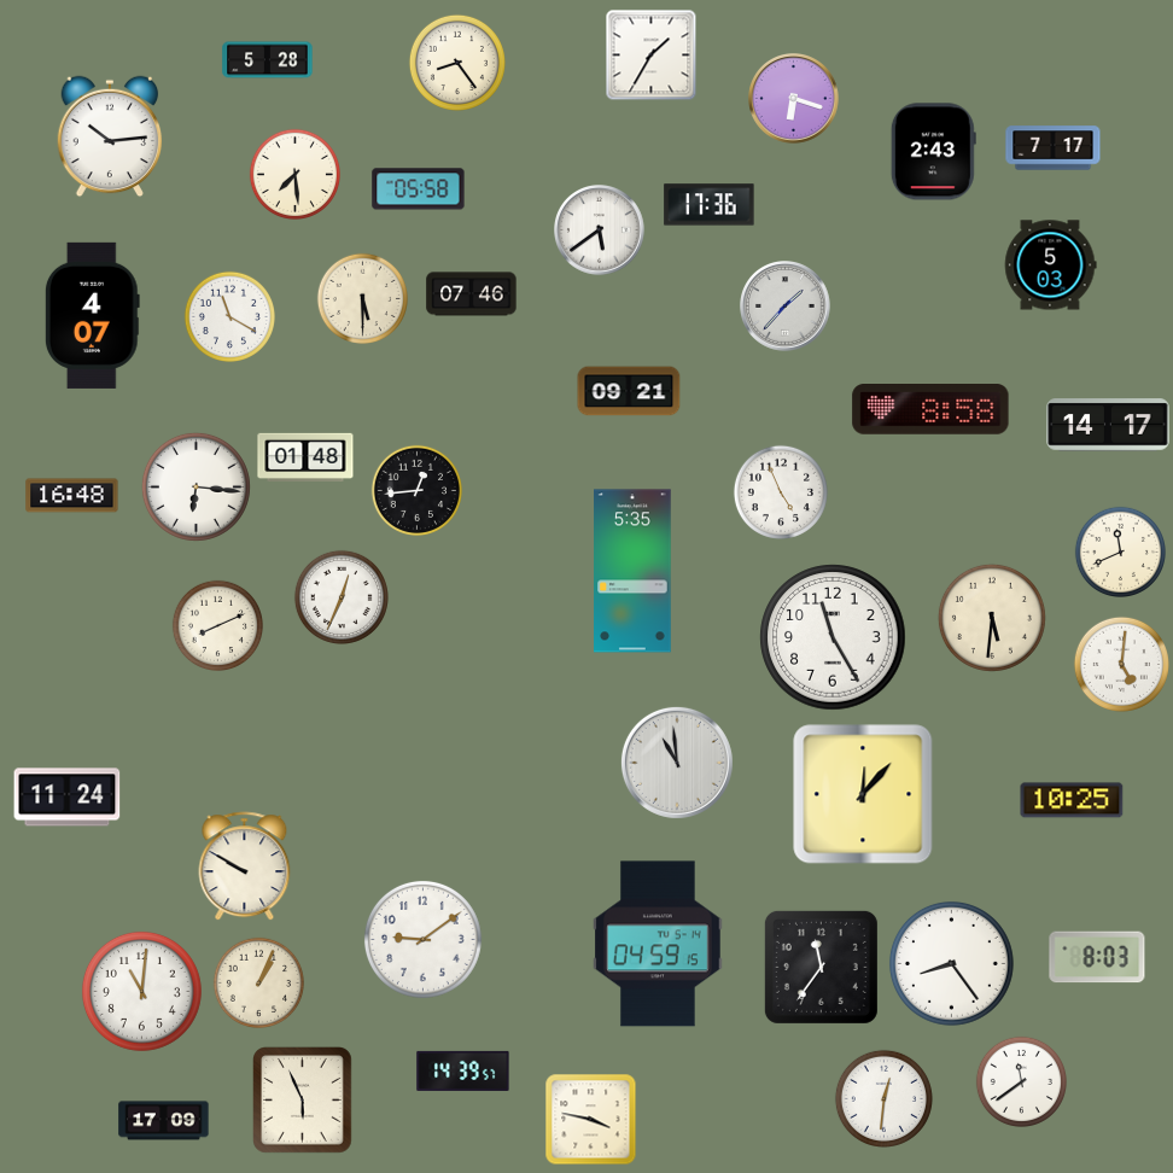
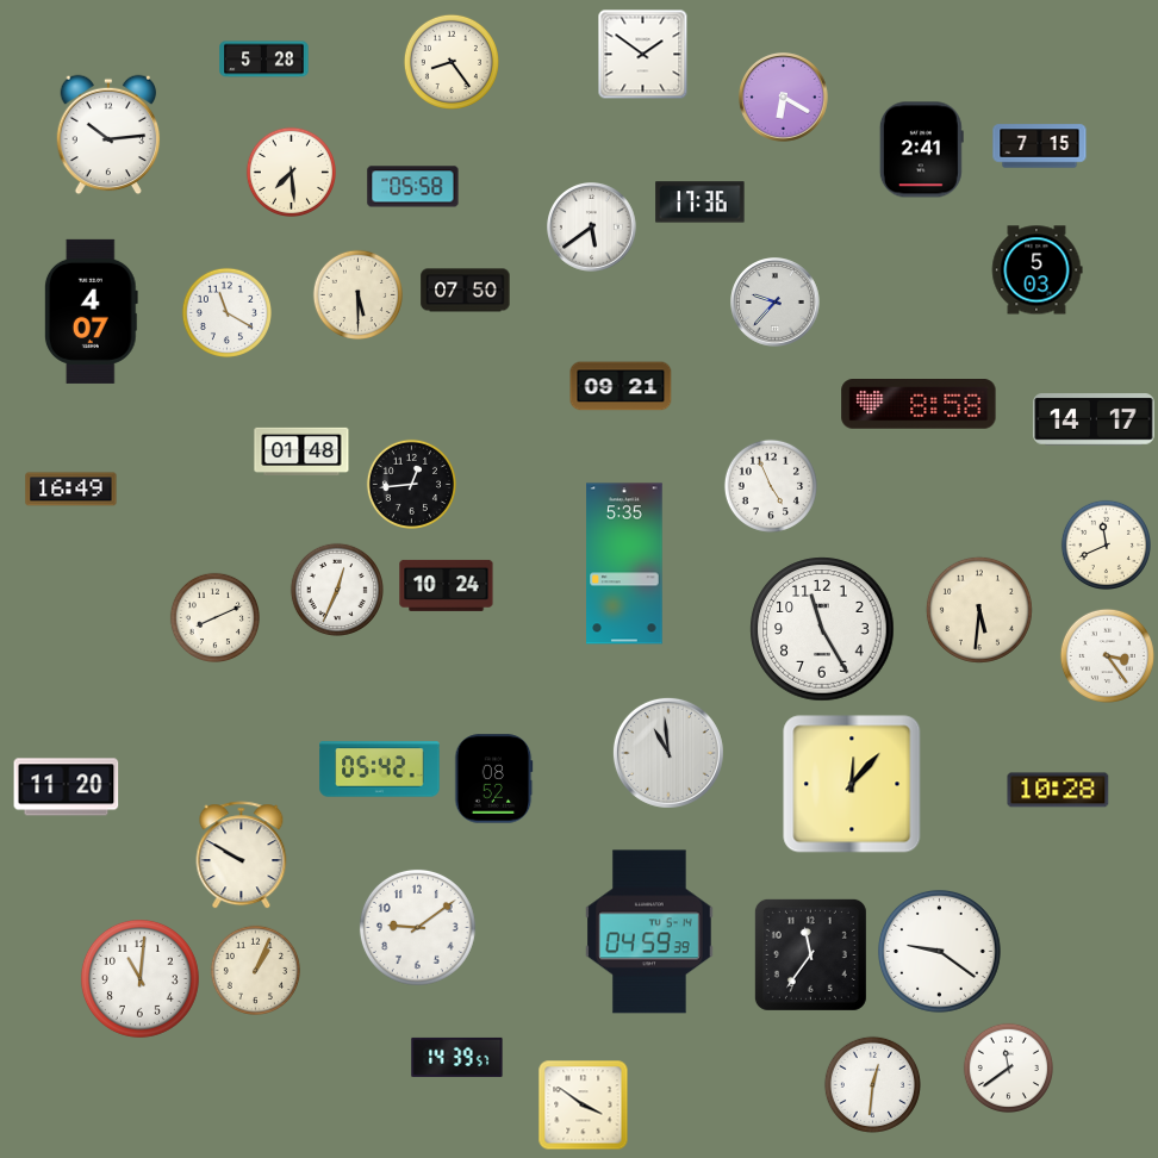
clock at (652, 56): 1:35 -> 1:51
clock at (794, 99): 6:18 -> 6:20
clock at (1054, 148): 7:17 -> 7:15
clock at (933, 152): 2:43 -> 2:41
clock at (1050, 265) position: (1050, 265) -> (1036, 270)
clock at (472, 294): 07:46 -> 07:50
clock at (786, 307): 1:37 -> 9:37
clock at (195, 486): 6:16 -> none
clock at (72, 496): 16:48 -> 16:49
clock at (447, 585): none -> 10:24
clock at (1121, 664): 5:01 -> 3:24
clock at (380, 770): none -> 05:42
clock at (493, 779): none -> 08:52
clock at (68, 798): 11:24 -> 11:20
clock at (1072, 800): 10:25 -> 10:28
clock at (658, 944): 04:59:15 -> 04:59:39
clock at (1097, 957): 8:03 -> none
clock at (951, 963): 8:24 -> 9:21
clock at (303, 1101): 5:56 -> none
clock at (591, 1120): 3:47 -> 3:51
clock at (164, 1121): 17:09 -> none
